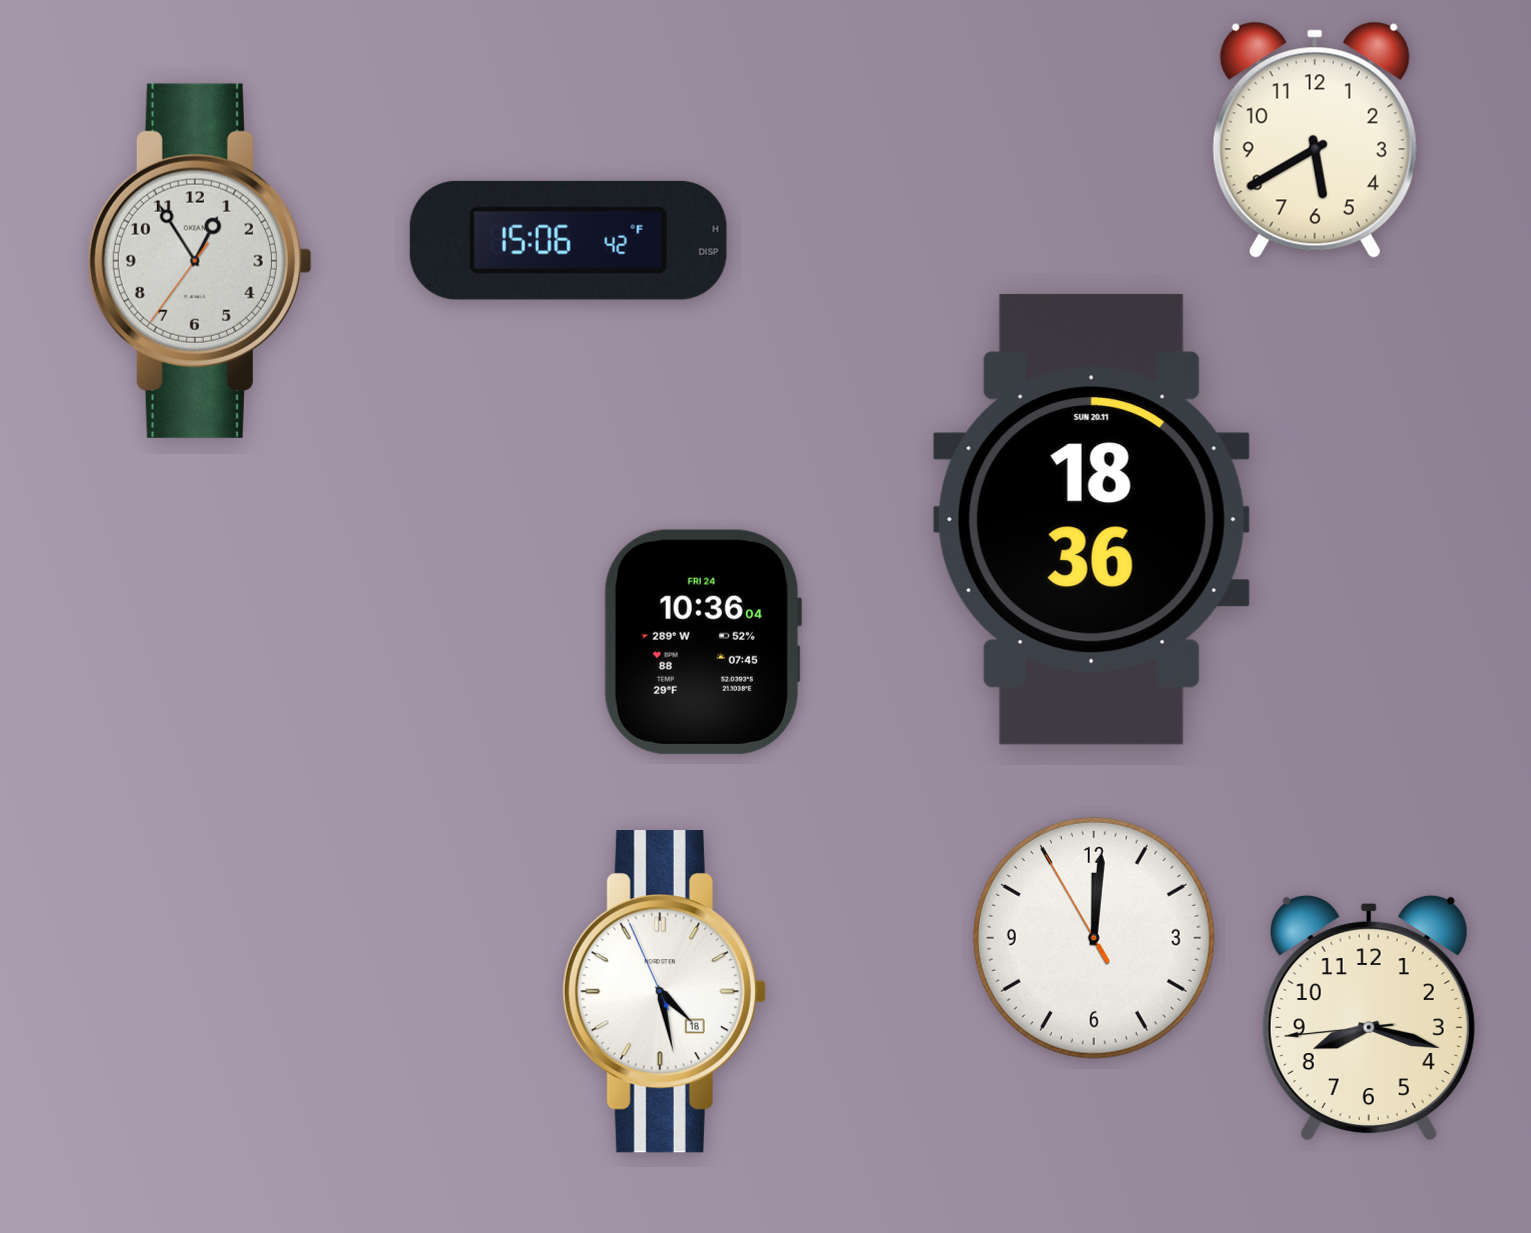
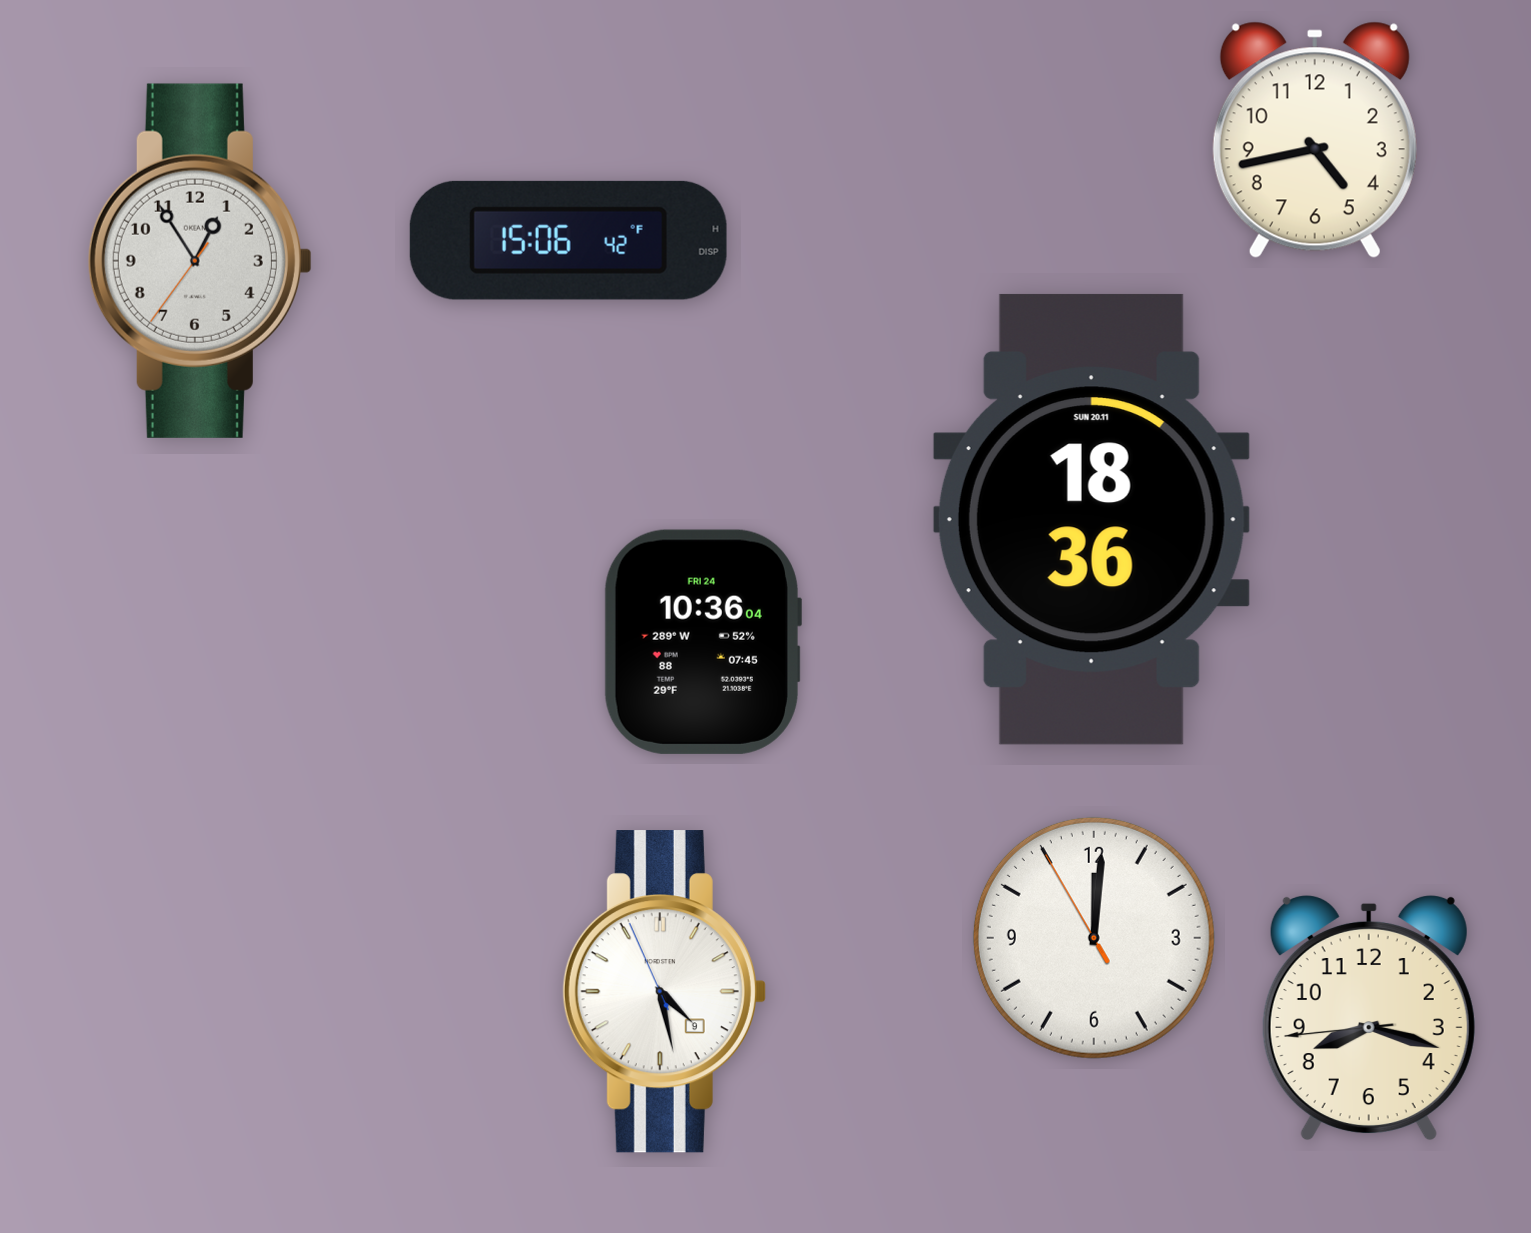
clock at (1315, 140): 5:40 -> 4:43
clock at (664, 992) date: 18 -> 9
